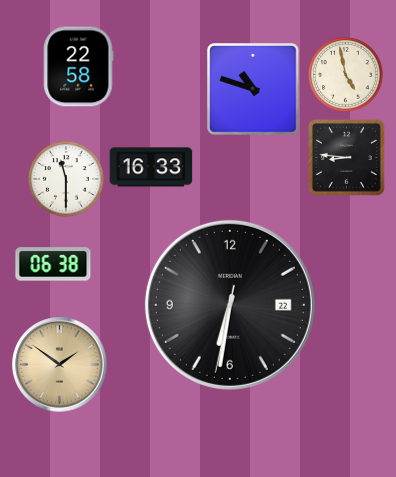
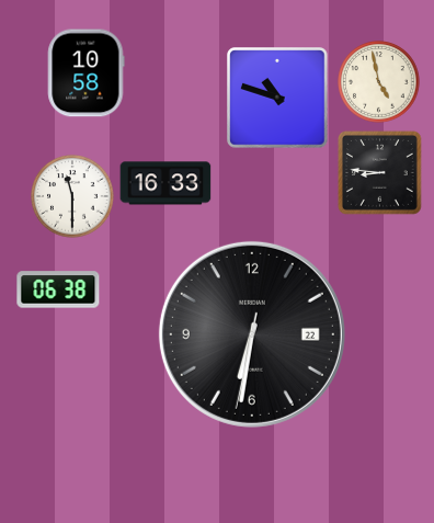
clock at (79, 67): 22:58 -> 10:58
clock at (60, 365): 1:51 -> none
